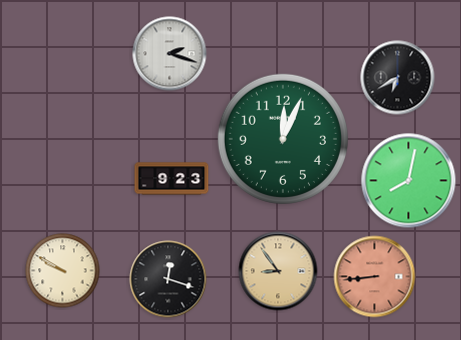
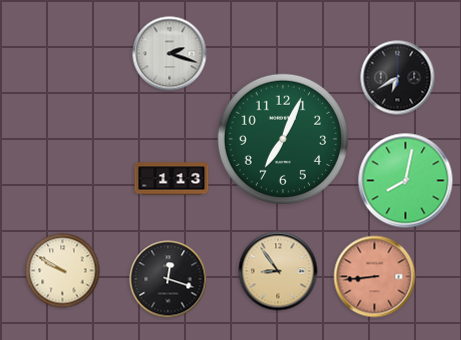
clock at (283, 139): 12:04 -> 7:04
clock at (172, 179): 9:23 -> 1:13
clock at (409, 181) position: (409, 181) -> (406, 181)
